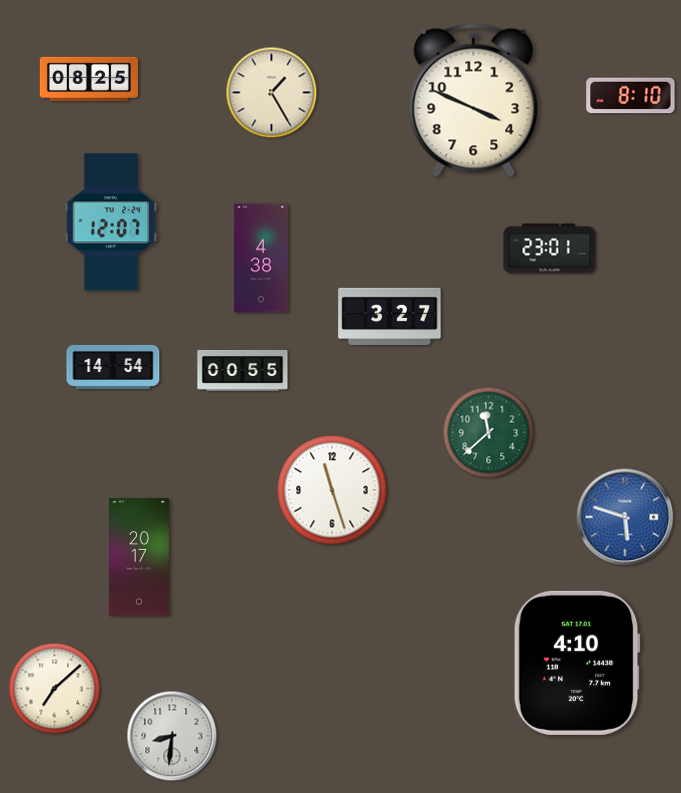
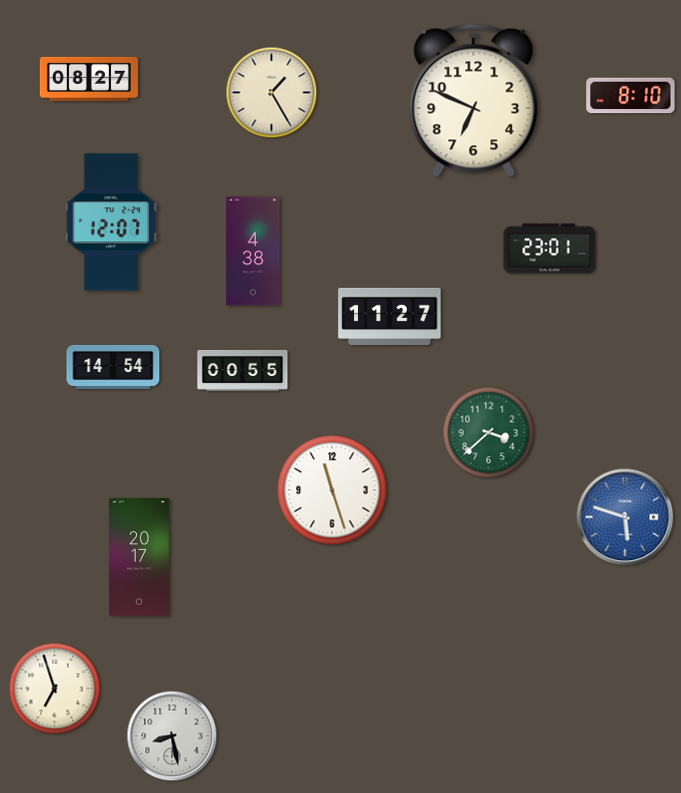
clock at (89, 79): 08:25 -> 08:27
clock at (474, 100): 3:49 -> 6:49
clock at (261, 258) position: (261, 258) -> (253, 251)
clock at (390, 316): 3:27 -> 11:27
clock at (489, 433): 11:38 -> 3:38
clock at (577, 663): 4:10 -> none
clock at (55, 689): 7:08 -> 6:57
clock at (172, 736): 8:31 -> 8:28
